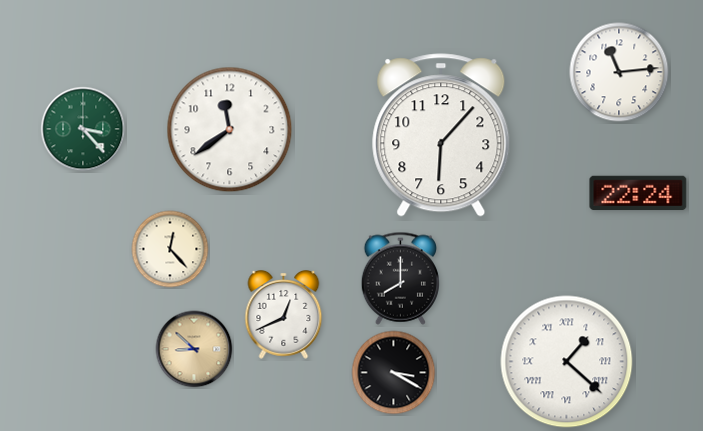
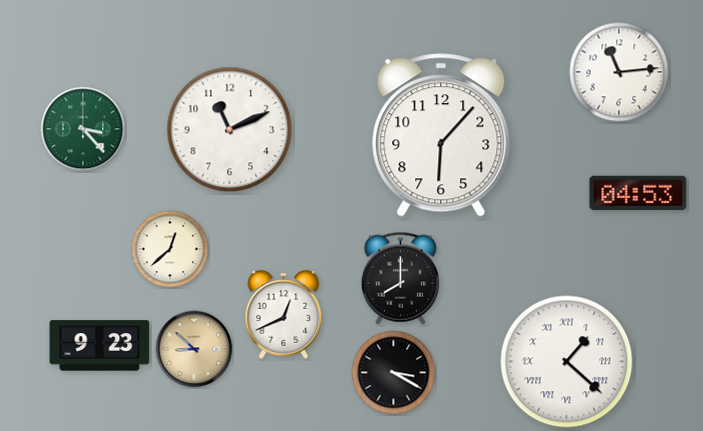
clock at (230, 130): 11:39 -> 11:11
clock at (638, 193): 22:24 -> 04:53
clock at (170, 249): 12:23 -> 12:38
clock at (100, 346): none -> 9:23
